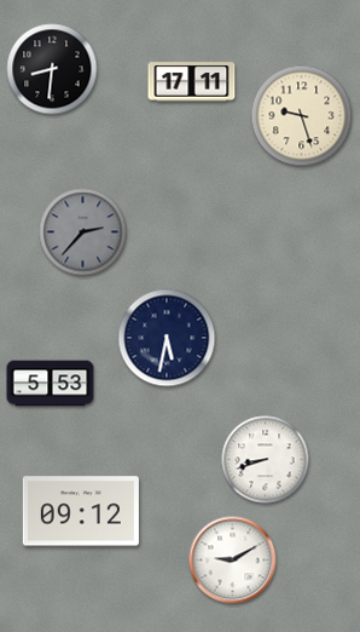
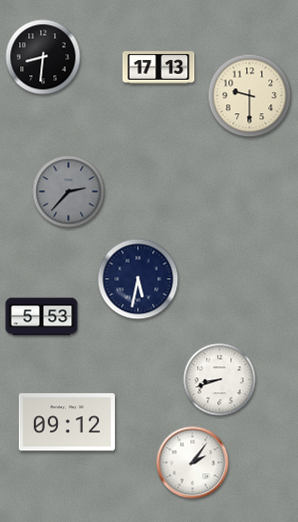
clock at (192, 82): 17:11 -> 17:13
clock at (302, 116): 9:27 -> 9:30
clock at (233, 561): 9:10 -> 2:06
